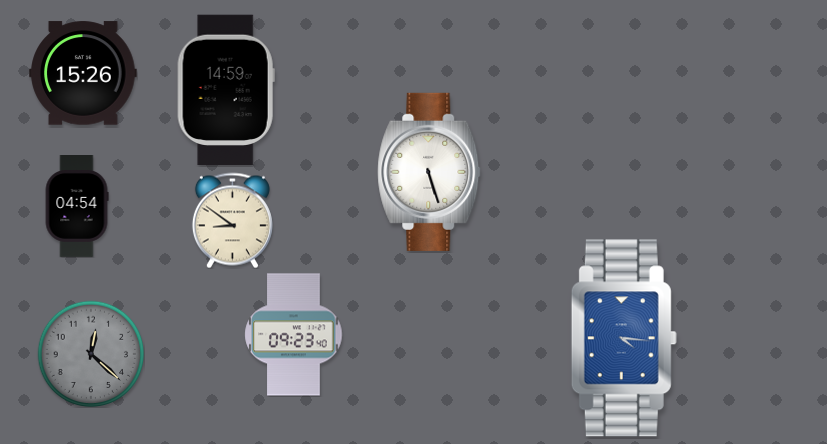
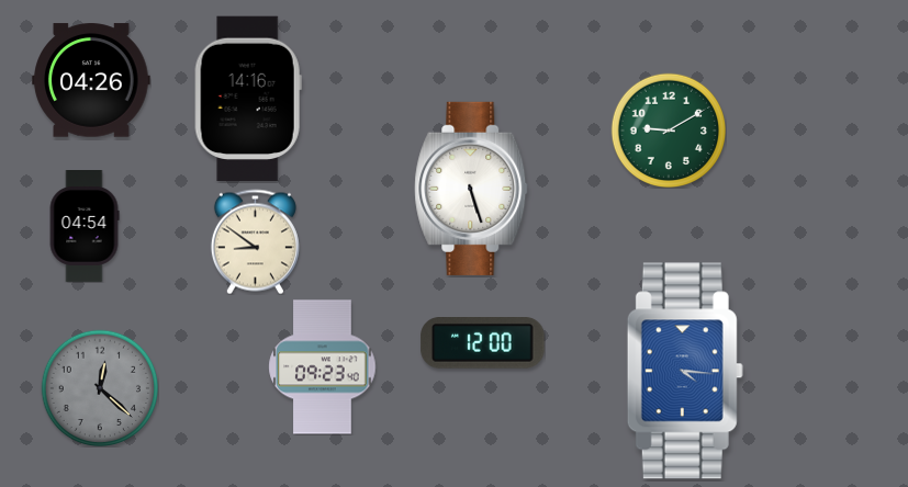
clock at (83, 73): 15:26 -> 04:26
clock at (226, 90): 14:59 -> 14:16
clock at (668, 129): none -> 9:10
clock at (483, 343): none -> 12:00
